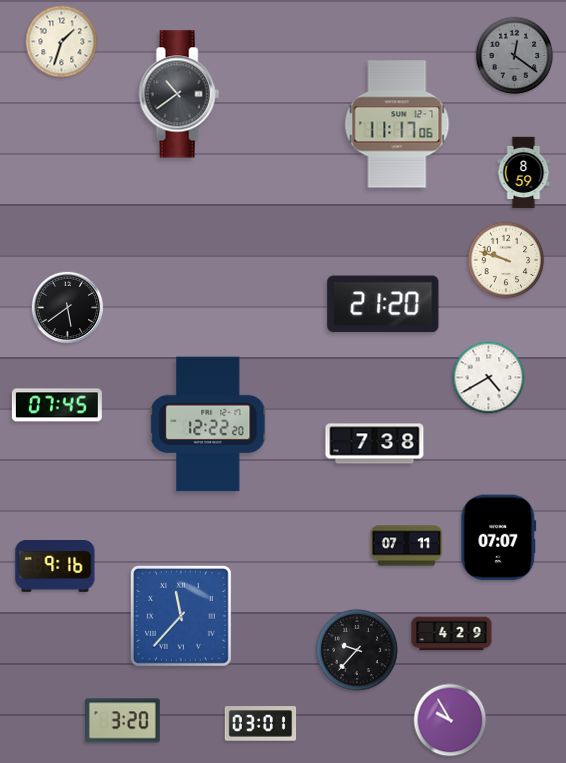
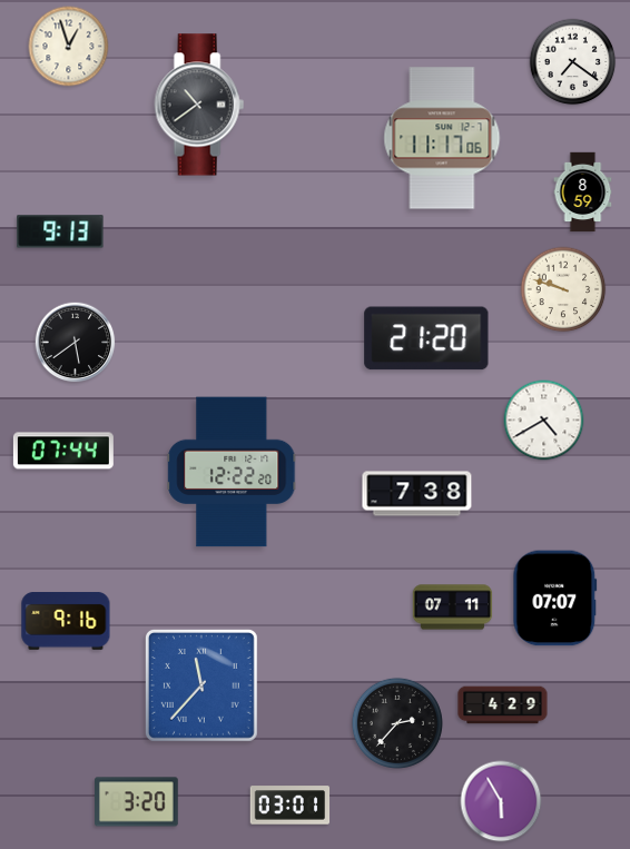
clock at (62, 42): 1:33 -> 12:57
clock at (515, 56): 12:21 -> 7:21
clock at (515, 56) dial: grey -> white
clock at (60, 231): none -> 9:13
clock at (57, 405): 07:45 -> 07:44
clock at (55, 567) position: (55, 567) -> (66, 622)
clock at (357, 650): 9:37 -> 2:37
clock at (450, 720): 9:55 -> 5:55
